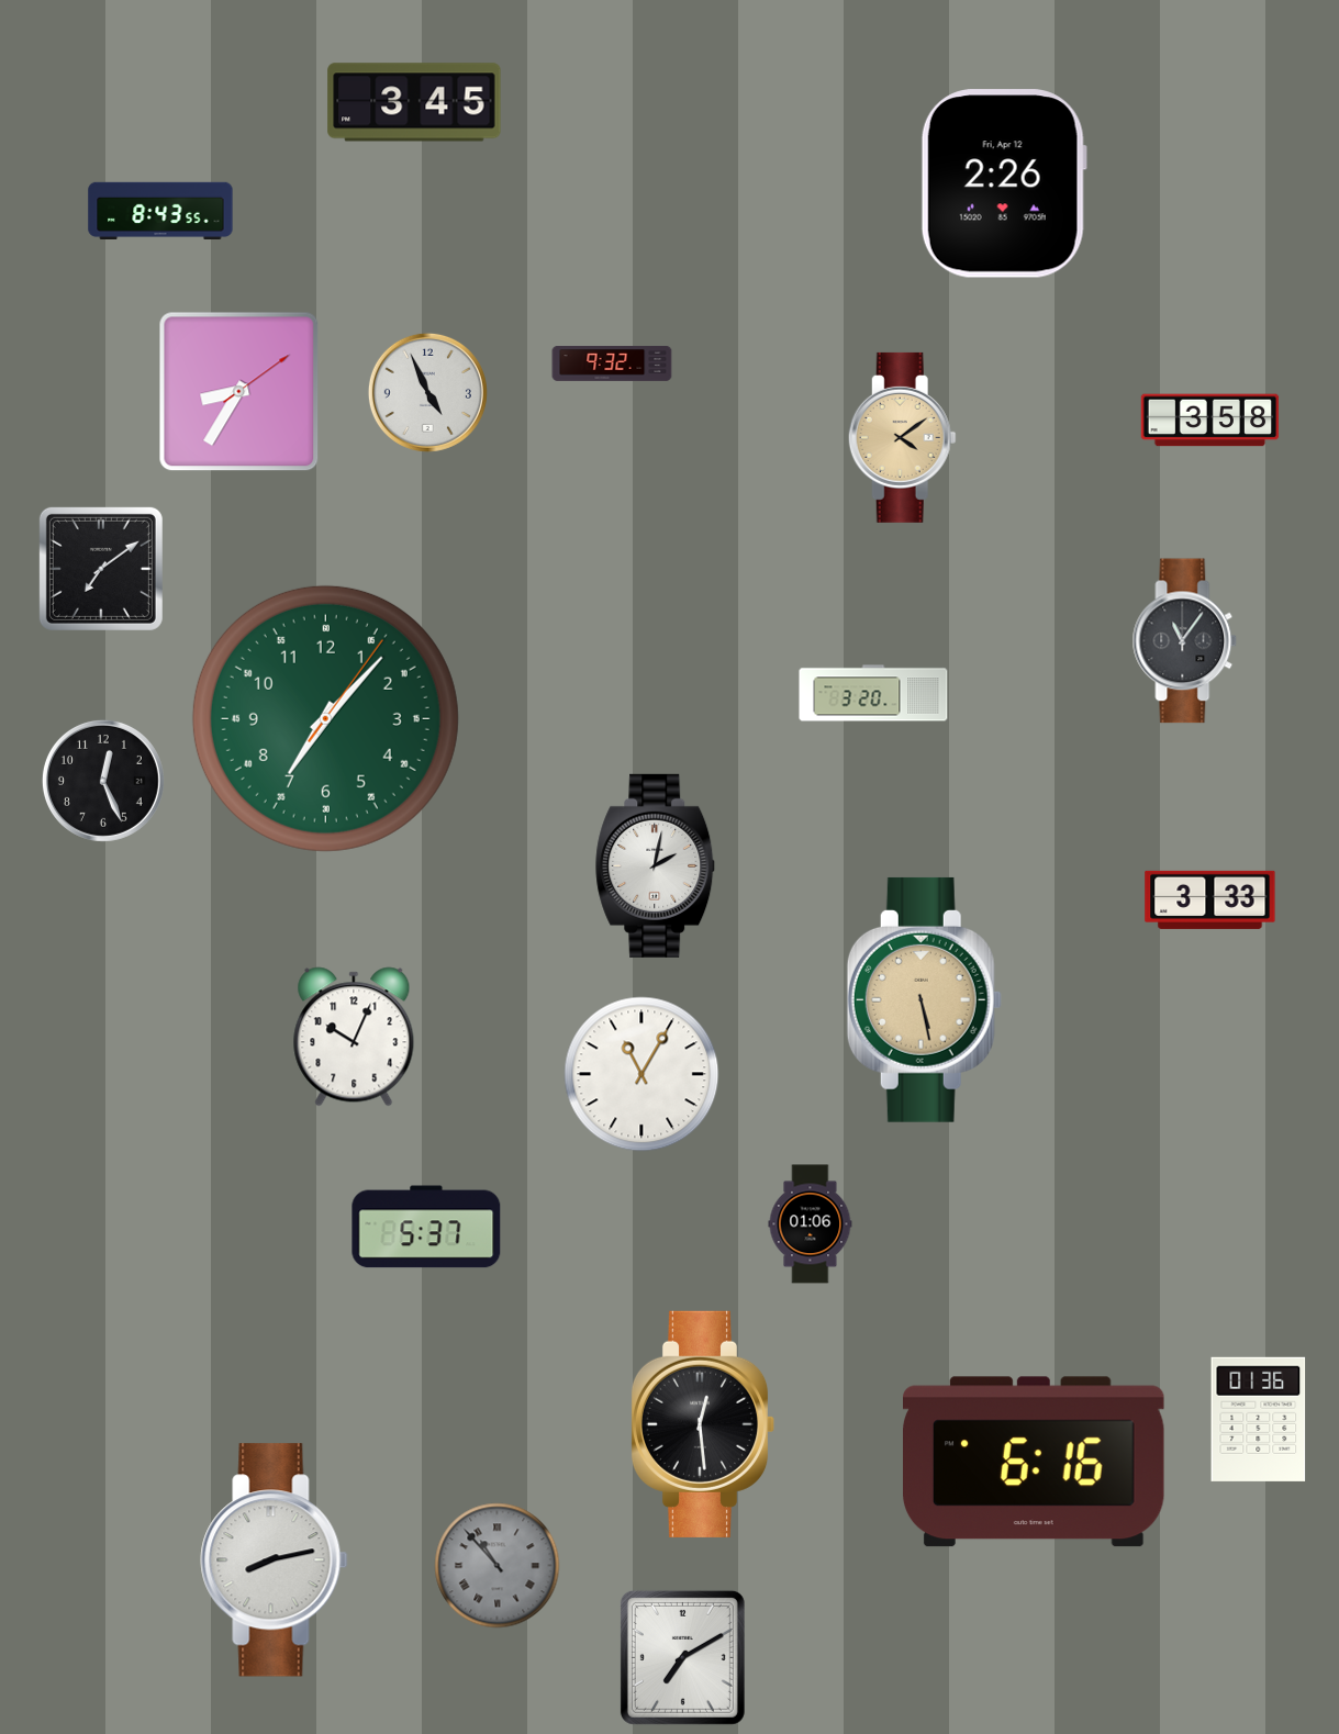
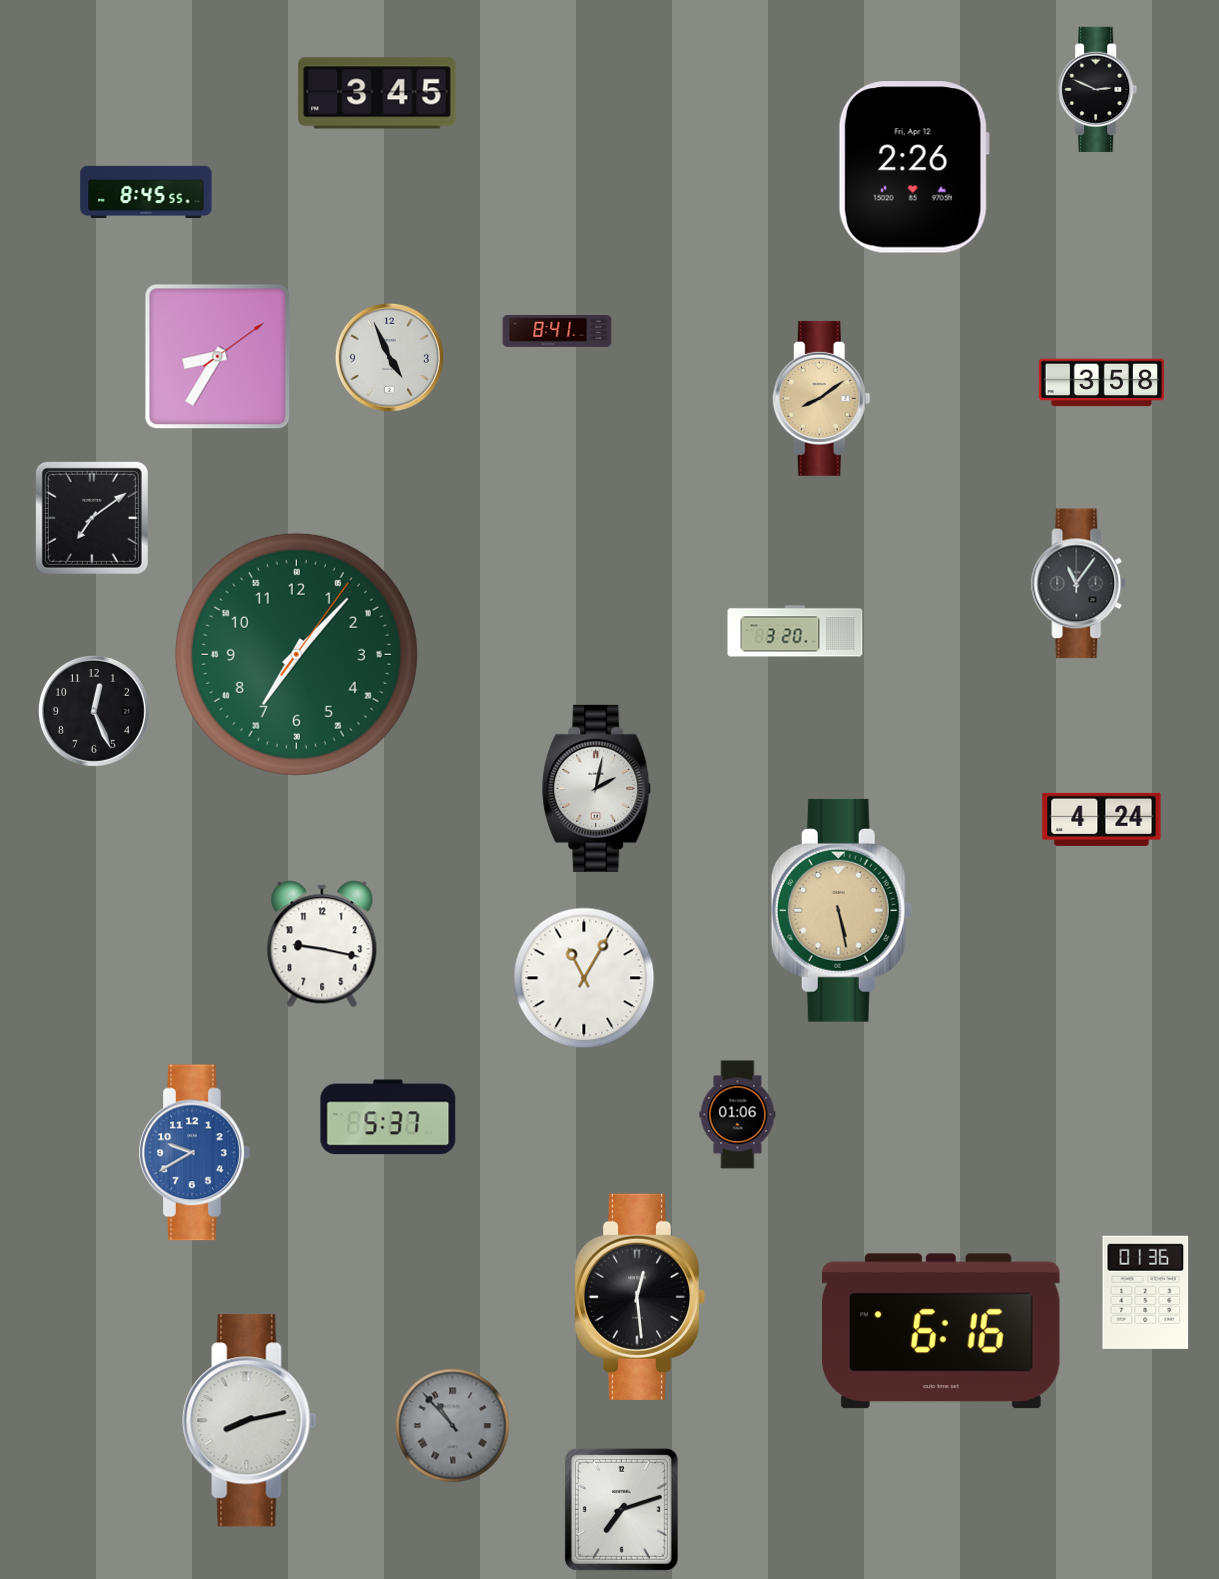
clock at (1098, 90): none -> 2:49
clock at (160, 210): 8:43 -> 8:45
clock at (612, 363): 9:32 -> 8:41
clock at (902, 437): 4:09 -> 8:09
clock at (1210, 899): 3:33 -> 4:24
clock at (354, 1037): 10:04 -> 9:17
clock at (195, 1153): none -> 9:40
clock at (682, 1657): 7:10 -> 7:12
